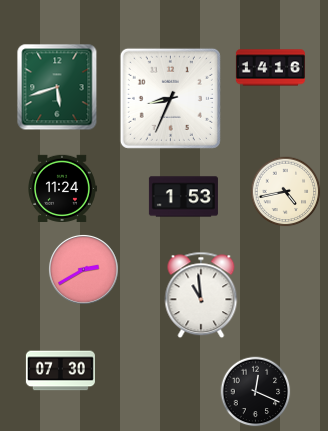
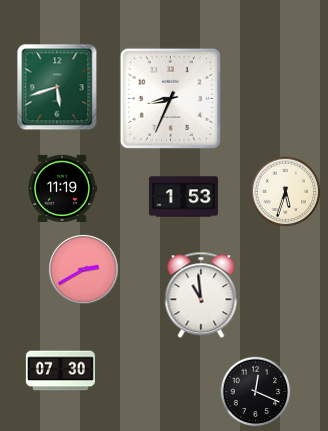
clock at (270, 68): 14:16 -> none
clock at (62, 188): 11:24 -> 11:19
clock at (286, 192): 4:43 -> 5:33
